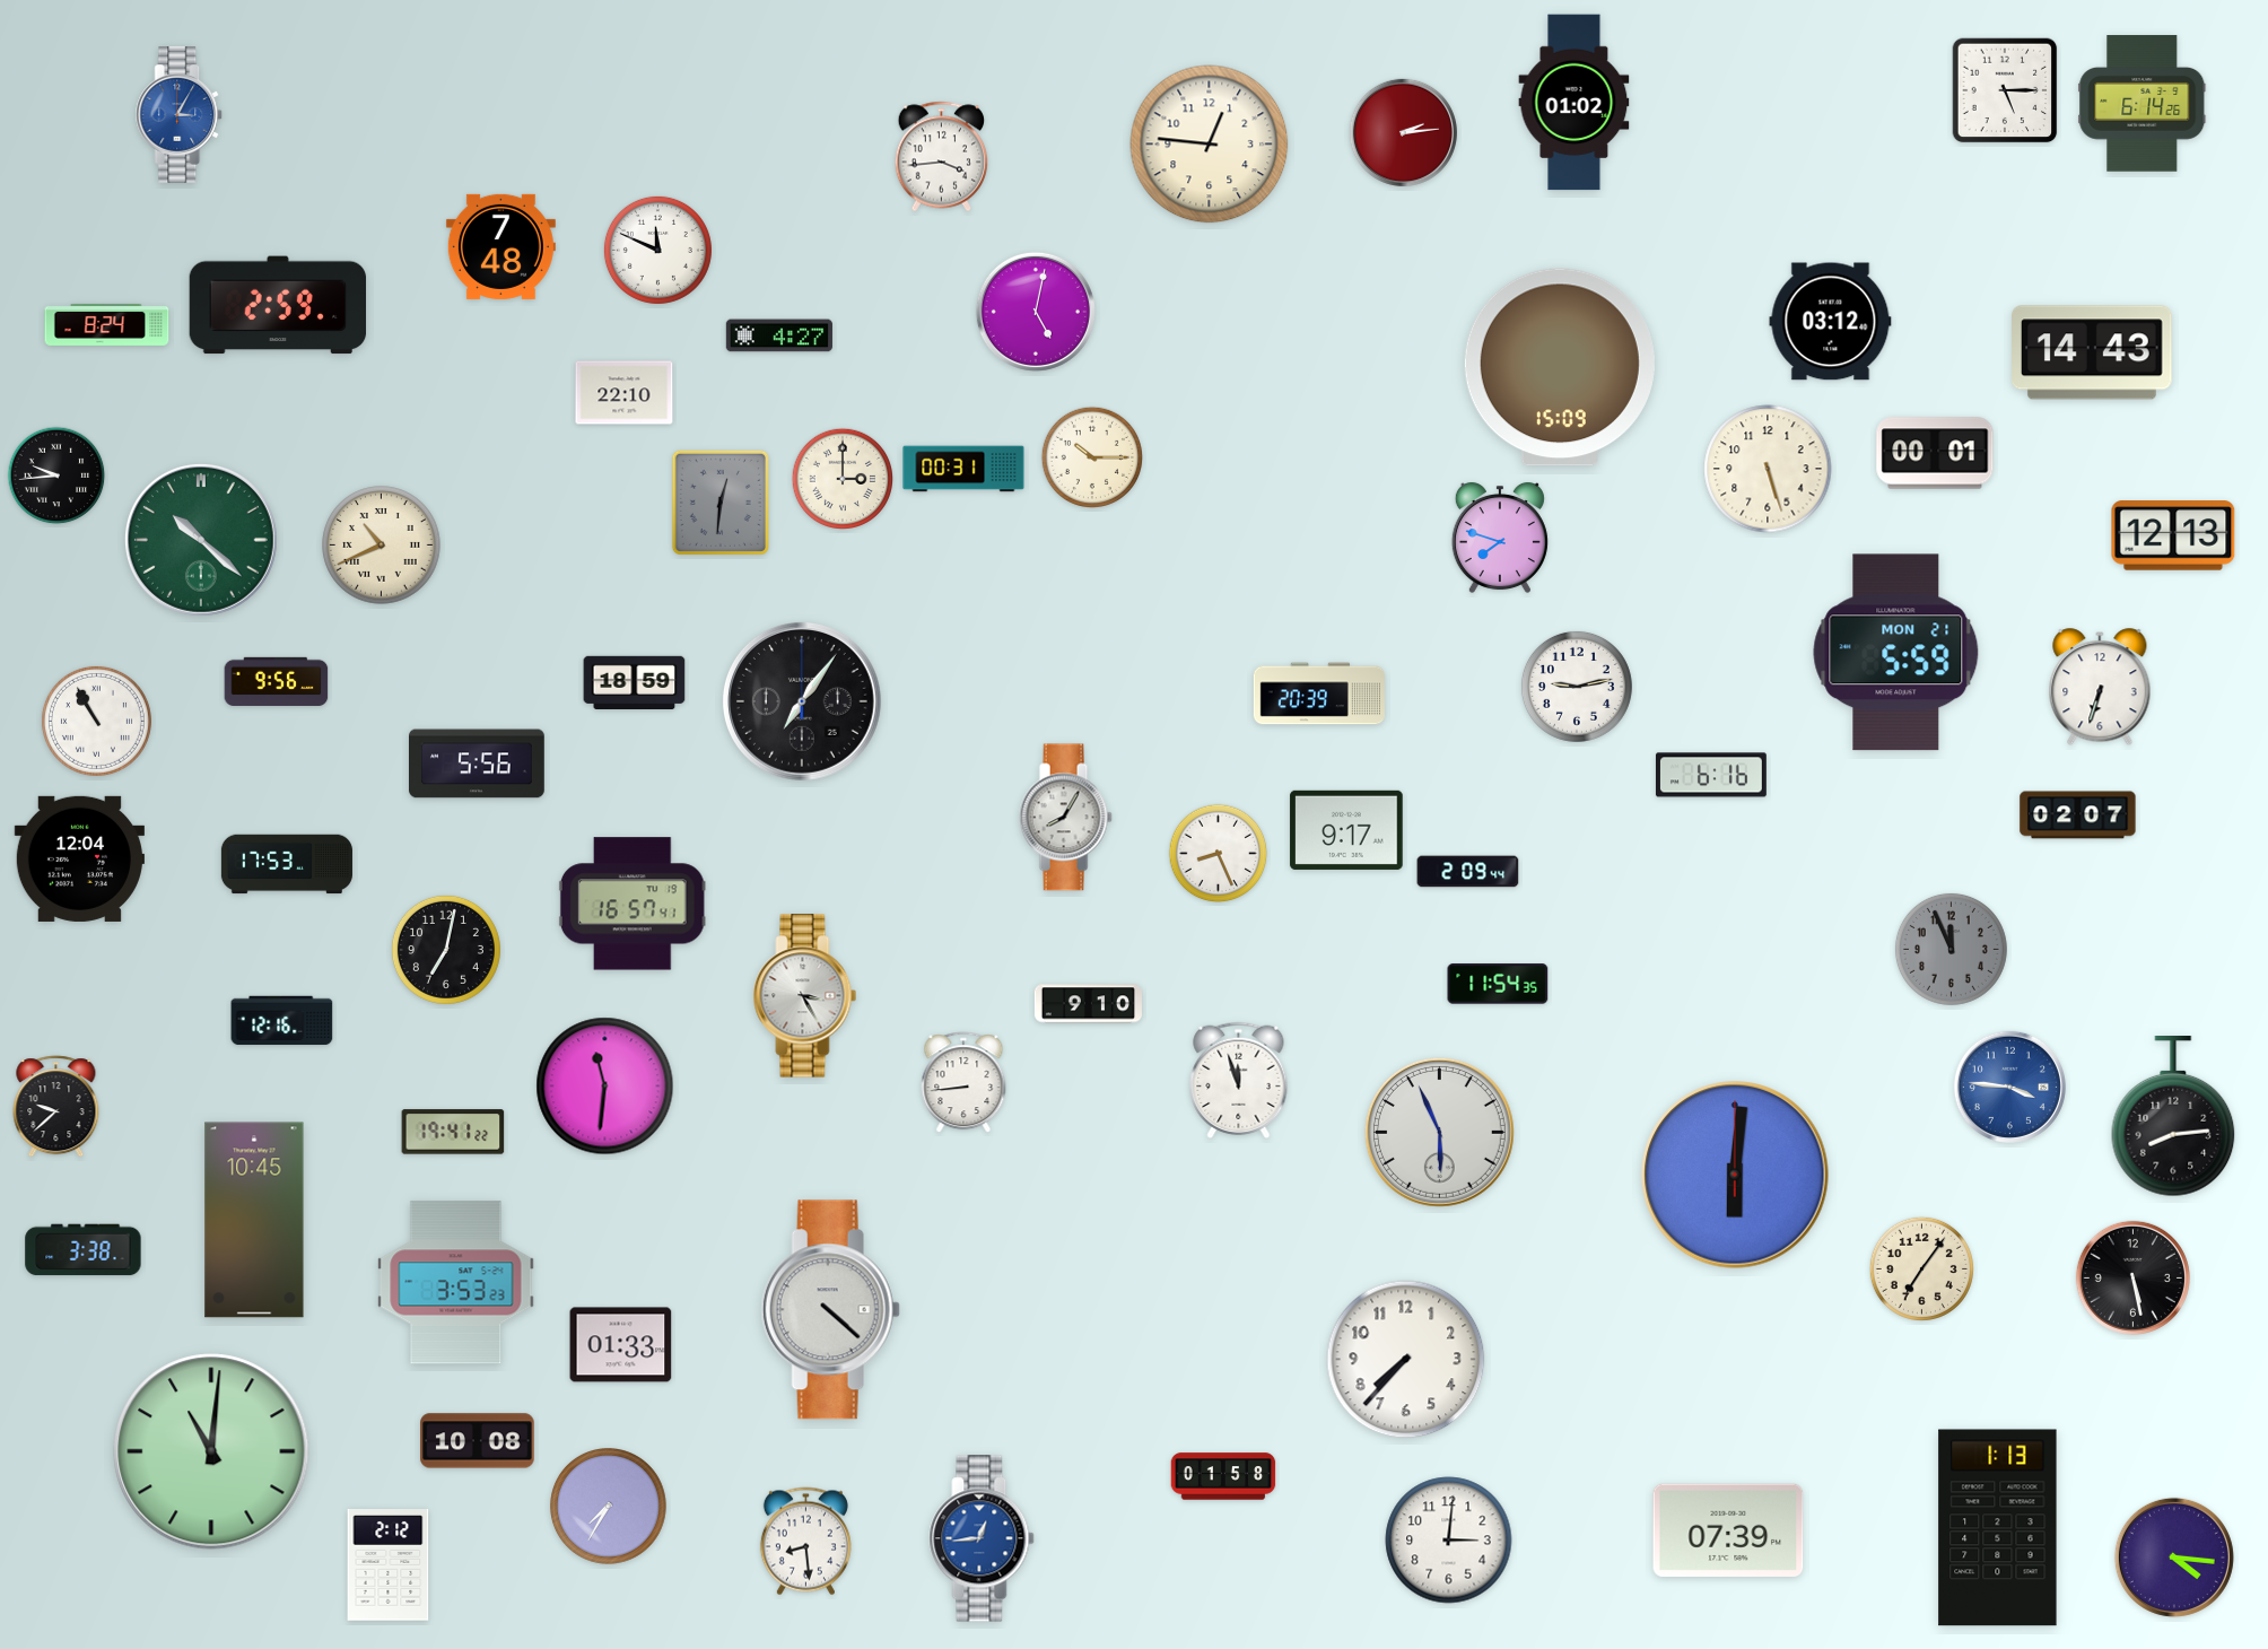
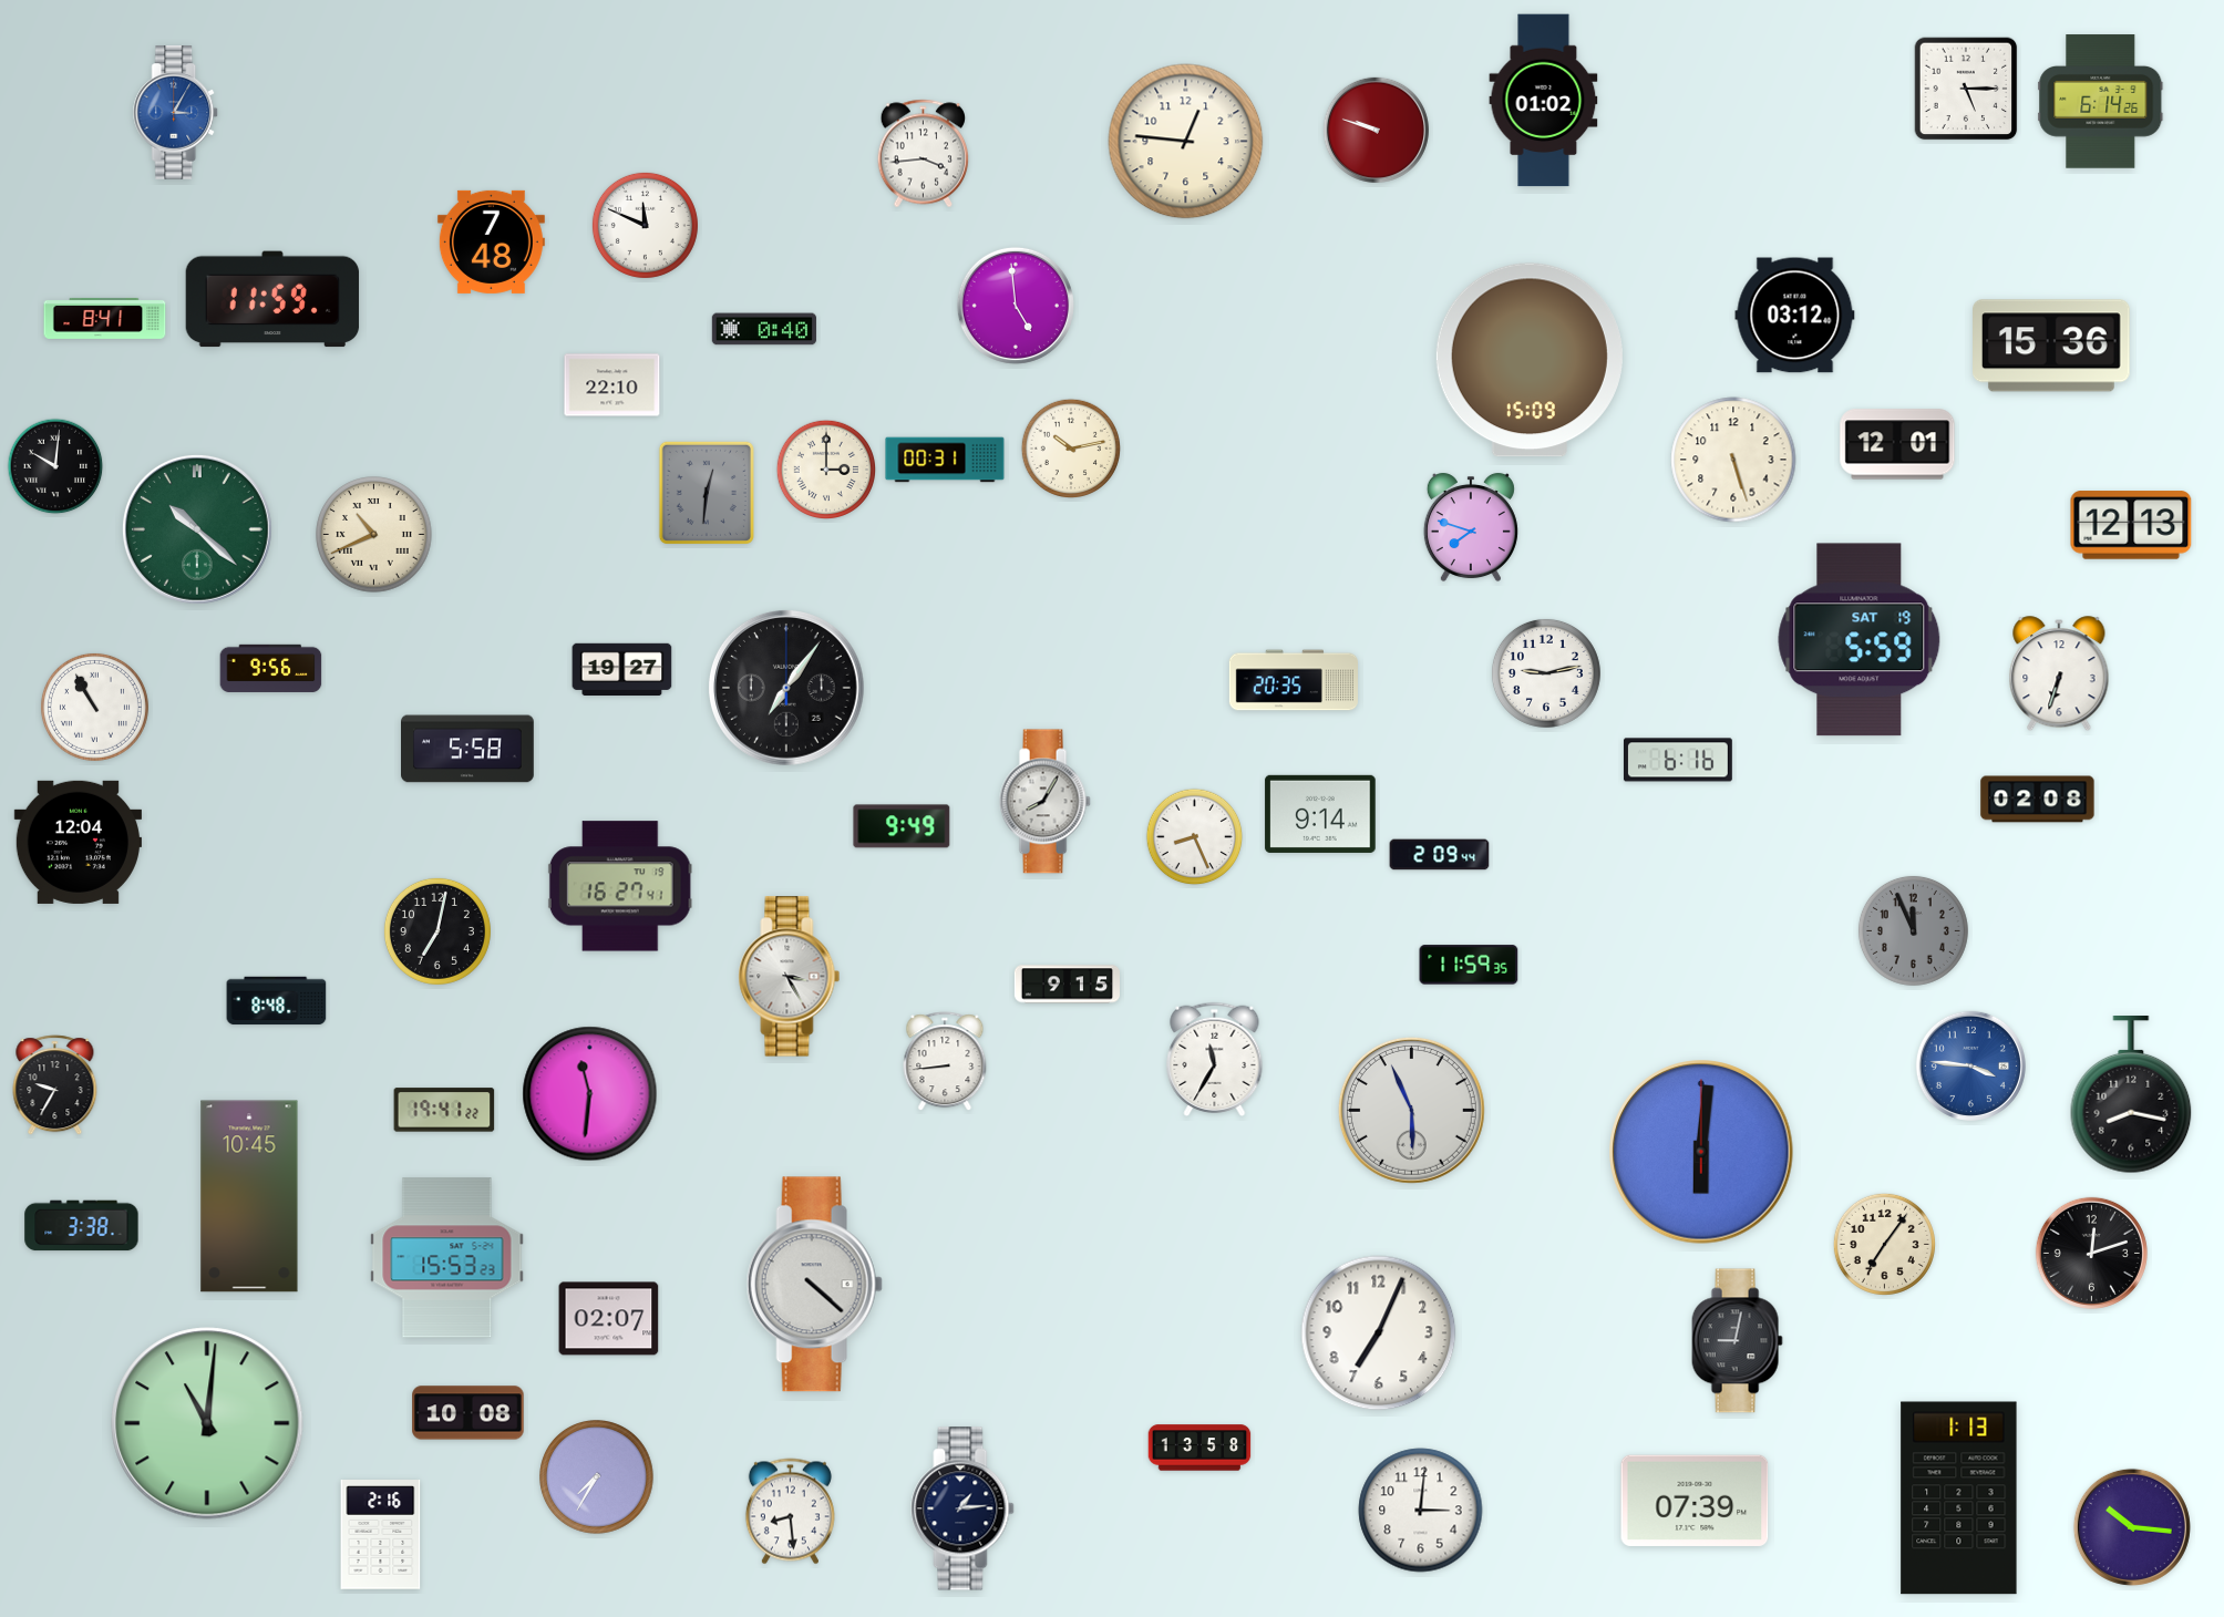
clock at (1403, 132): 2:14 -> 9:48
clock at (657, 250) position: (657, 250) -> (645, 225)
clock at (278, 305): 2:59 -> 11:59
clock at (1036, 312): 5:02 -> 4:59
clock at (107, 324): 8:24 -> 8:41
clock at (779, 335): 4:27 -> 0:40
clock at (2093, 352): 14:43 -> 15:36
clock at (1935, 453): 00:01 -> 12:01
clock at (1091, 456): 10:15 -> 10:13
clock at (56, 475): 9:44 -> 10:01
clock at (1896, 653) date: MON 21 -> SAT 19
clock at (635, 682): 18:59 -> 19:27
clock at (1319, 693): 20:39 -> 20:35
clock at (478, 764): 5:56 -> 5:58
clock at (2078, 815): 02:07 -> 02:08
clock at (1346, 830): 9:17 -> 9:14
clock at (902, 826): none -> 9:49
clock at (287, 864): 17:53 -> none
clock at (633, 904): 16:57 -> 16:27
clock at (1498, 984): 11:54 -> 11:59
clock at (1088, 1004): 9:10 -> 9:15
clock at (282, 1021): 12:16 -> 8:48
clock at (1239, 1080): 11:57 -> 11:35
clock at (605, 1087) position: (605, 1087) -> (590, 1094)
clock at (56, 1107): 9:38 -> 9:35
clock at (2173, 1117): 8:14 -> 8:17
clock at (2132, 1277): 5:28 -> 12:12
clock at (456, 1283): 3:53 -> 15:53
clock at (621, 1345): 01:33 -> 02:07
clock at (1406, 1360): 7:37 -> 7:04
clock at (1737, 1341): none -> 9:02
clock at (1223, 1476): 01:58 -> 13:58
clock at (982, 1538): 12:44 -> 1:14
clock at (982, 1538) dial: blue -> navy
clock at (2174, 1558): 4:16 -> 10:16
clock at (389, 1565): 2:12 -> 2:16
